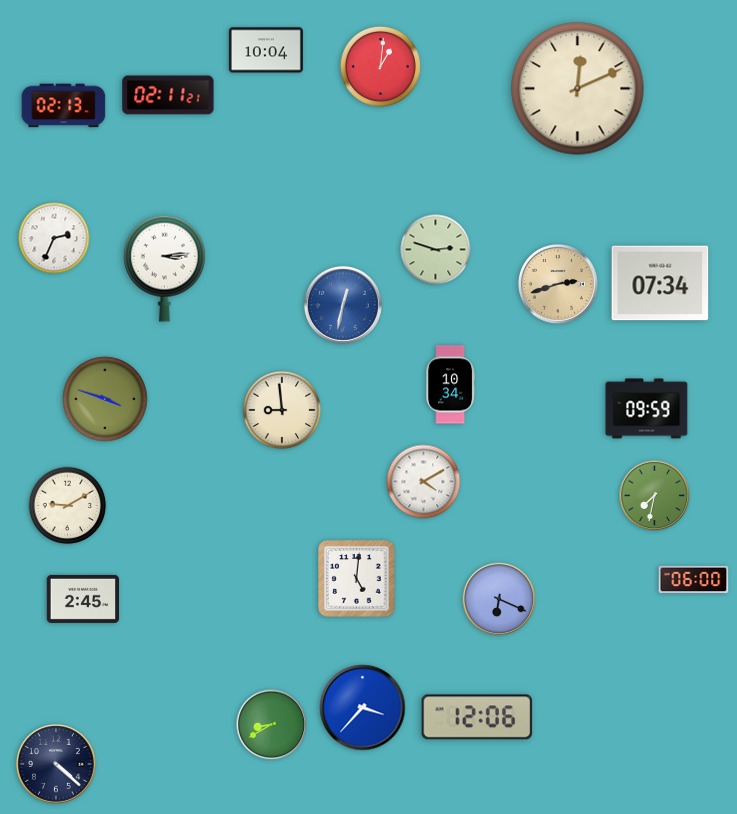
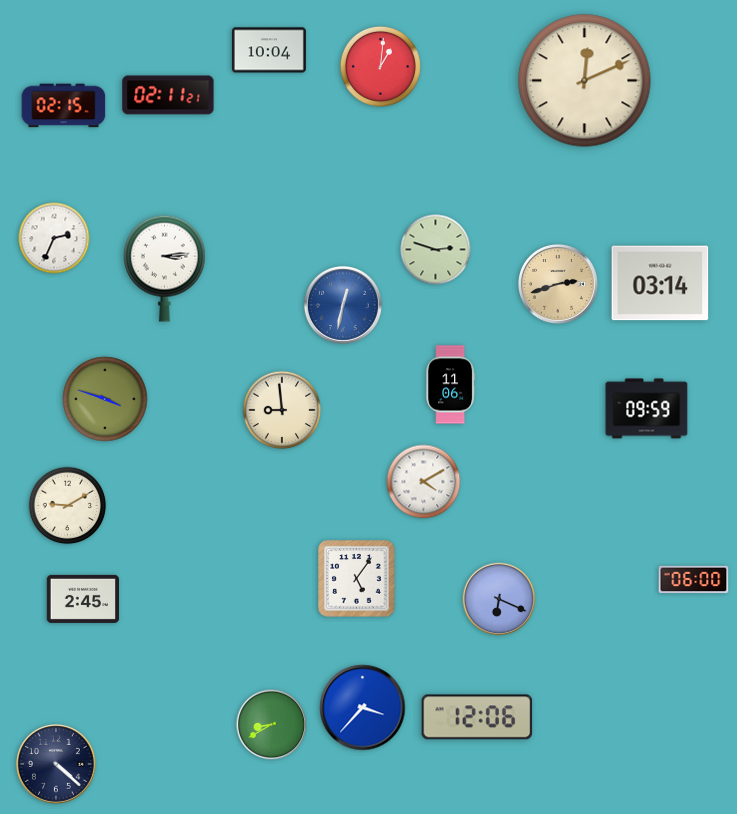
clock at (266, 50) position: (266, 50) -> (269, 50)
clock at (578, 89) position: (578, 89) -> (585, 81)
clock at (64, 106): 02:13 -> 02:15
clock at (660, 283): 07:34 -> 03:14
clock at (451, 385): 10:34 -> 11:06
clock at (655, 496): 7:32 -> none
clock at (357, 579): 5:01 -> 5:06
